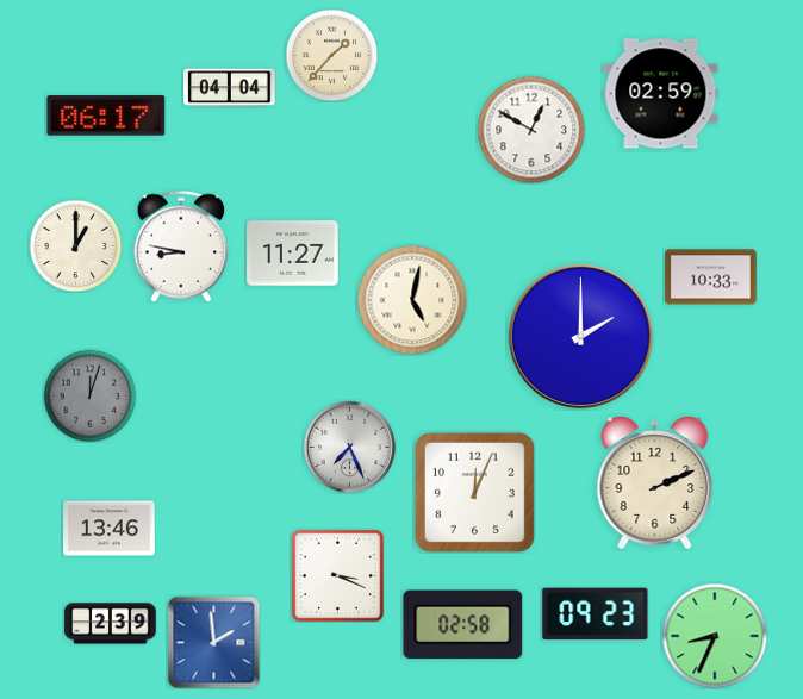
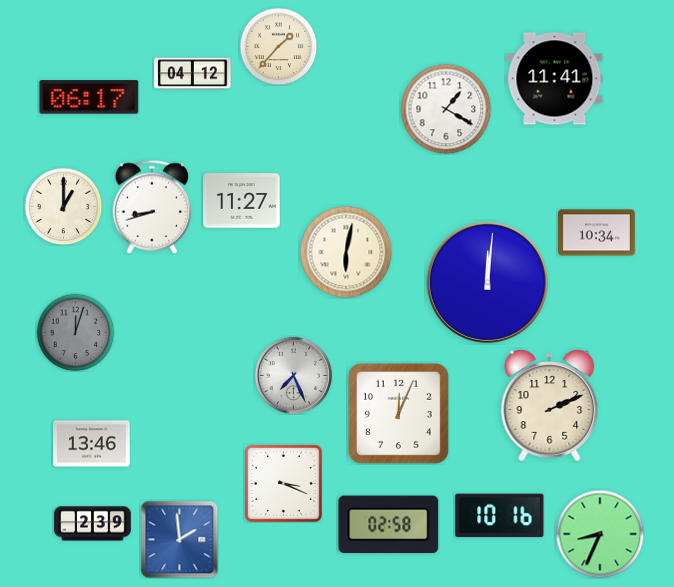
clock at (230, 88): 04:04 -> 04:12
clock at (661, 94): 02:59 -> 11:41
clock at (531, 130): 12:50 -> 1:20
clock at (181, 246): 8:47 -> 8:42
clock at (293, 254) position: (293, 254) -> (242, 201)
clock at (711, 277): 10:33 -> 10:34
clock at (412, 300): 5:02 -> 6:02
clock at (580, 336): 2:00 -> 12:01
clock at (596, 614): 09:23 -> 10:16
